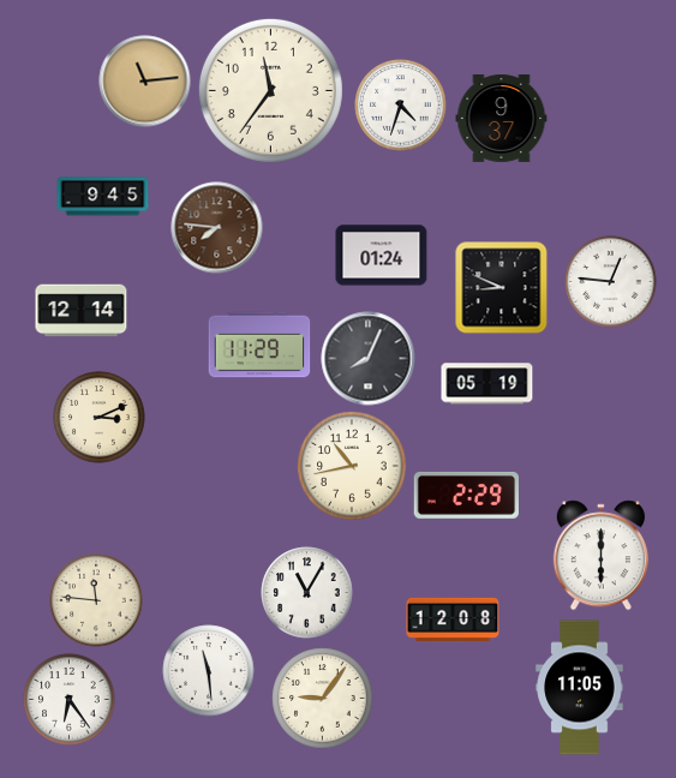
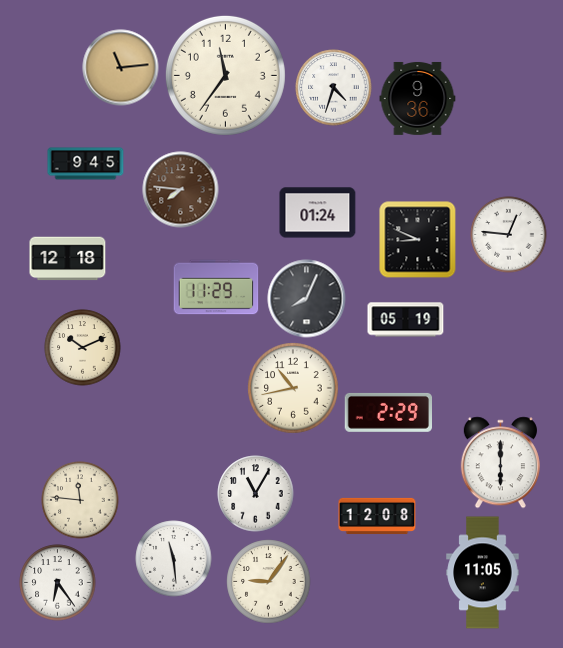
clock at (502, 118): 9:37 -> 9:36
clock at (82, 311): 12:14 -> 12:18
clock at (100, 418): 3:11 -> 10:11
